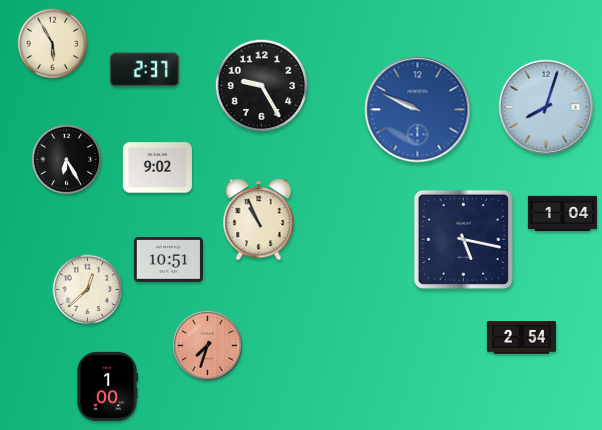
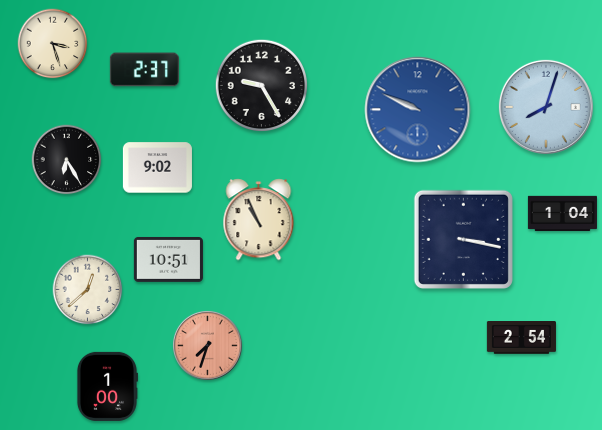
clock at (53, 44): 5:55 -> 3:27
clock at (463, 239): 5:17 -> 3:17
